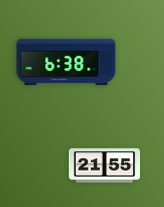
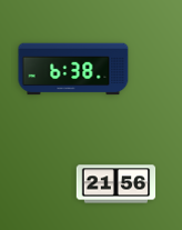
clock at (105, 166): 21:55 -> 21:56
